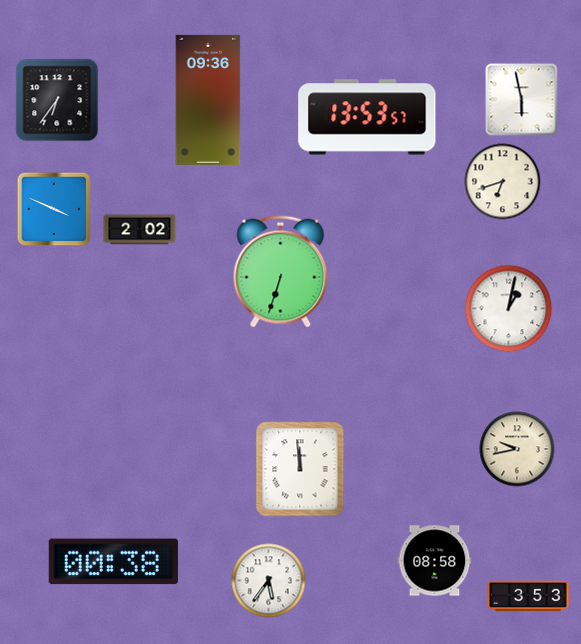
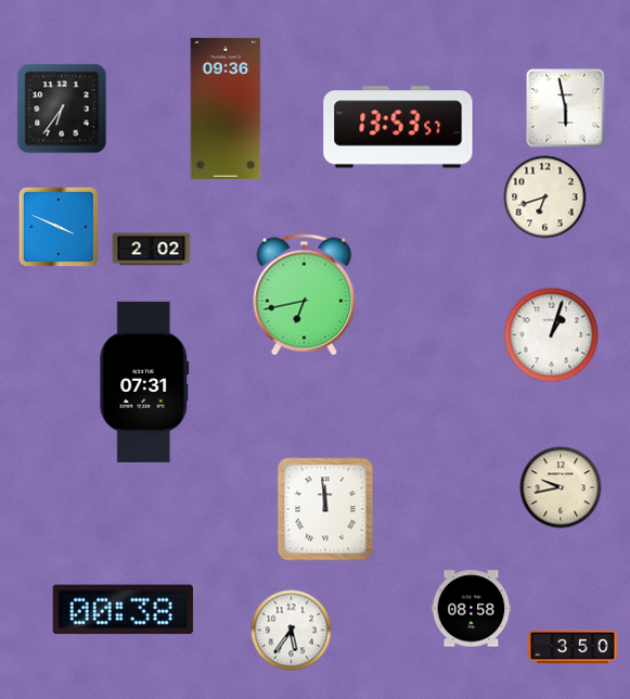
clock at (281, 272): 6:33 -> 6:43
clock at (509, 309): 1:02 -> 1:03
clock at (144, 382): none -> 07:31
clock at (528, 596): 3:53 -> 3:50
